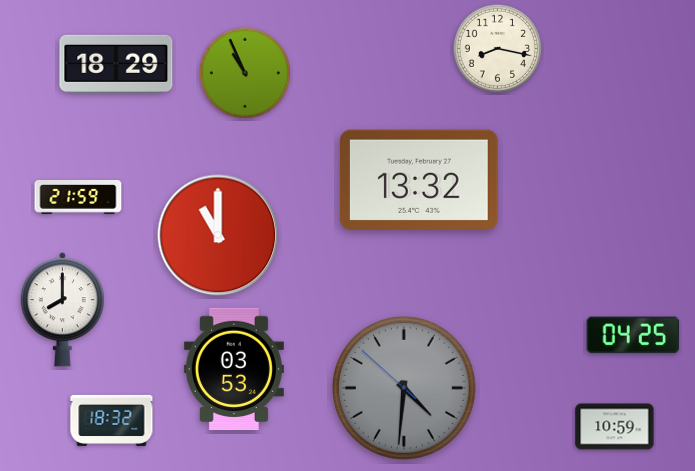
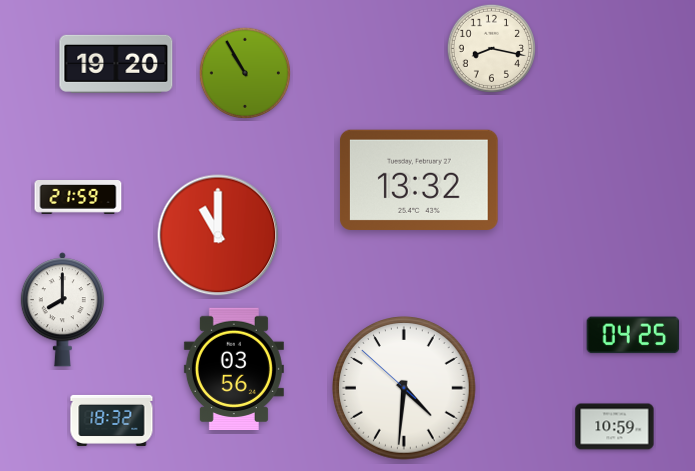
clock at (497, 48) position: (497, 48) -> (491, 48)
clock at (116, 64): 18:29 -> 19:20
clock at (245, 73): 10:56 -> 10:55
clock at (234, 368): 03:53 -> 03:56
clock at (404, 388) dial: grey -> white
